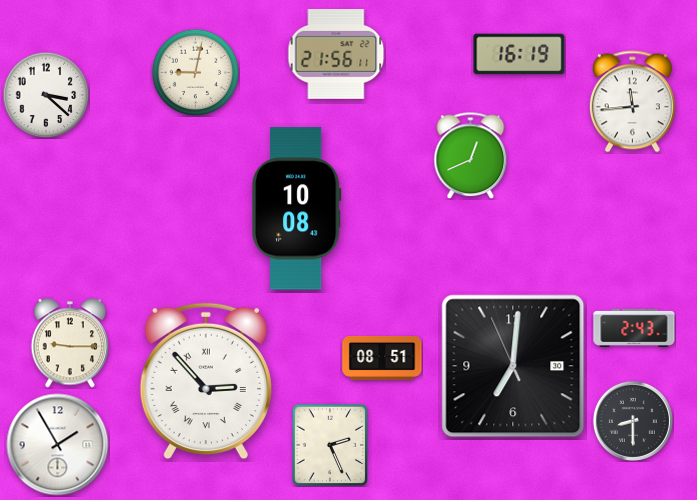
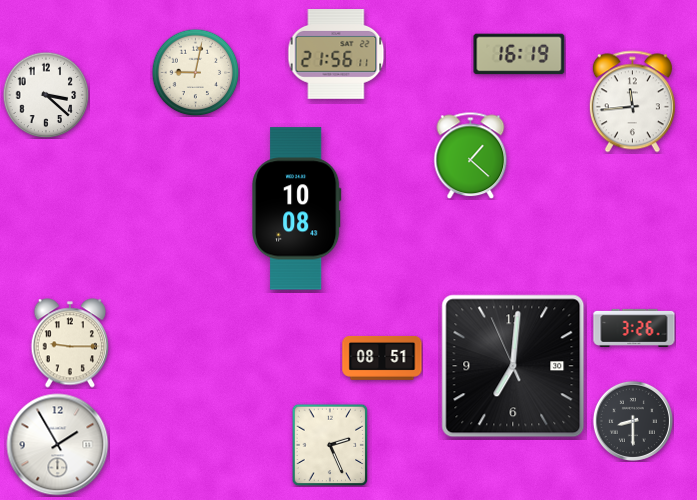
clock at (471, 155): 12:41 -> 1:22
clock at (634, 328): 2:43 -> 3:26
clock at (206, 381): 2:53 -> none
